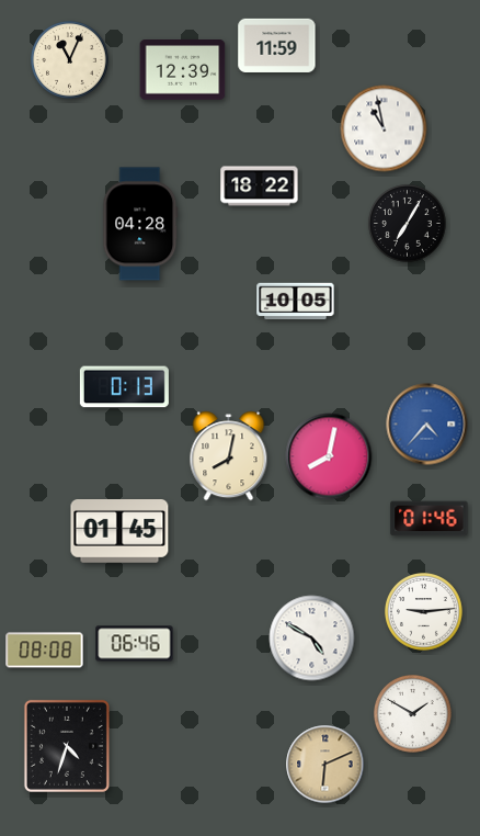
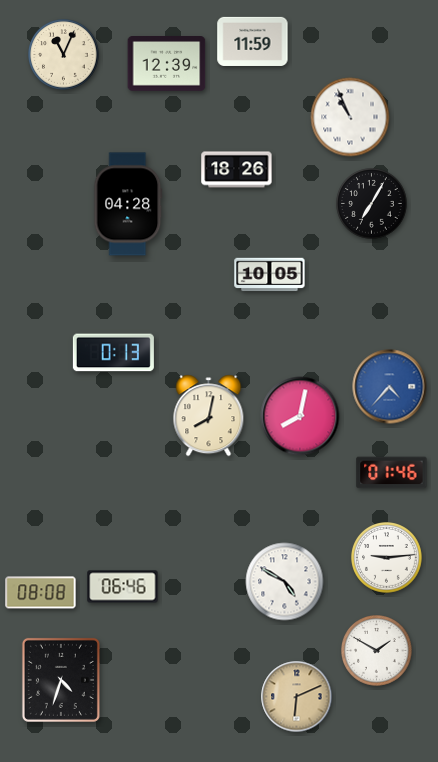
clock at (384, 128): 10:58 -> 10:56
clock at (260, 187): 18:22 -> 18:26
clock at (119, 532): 01:45 -> none
